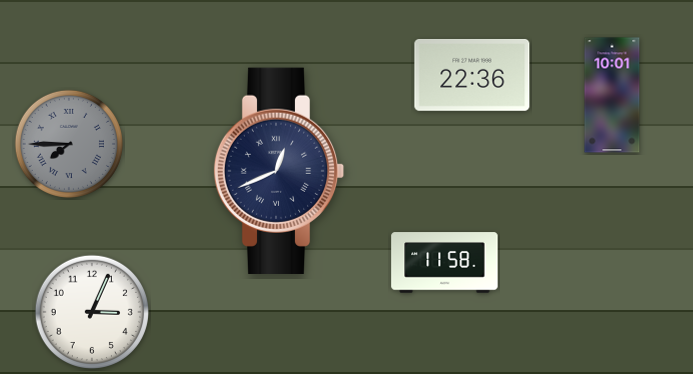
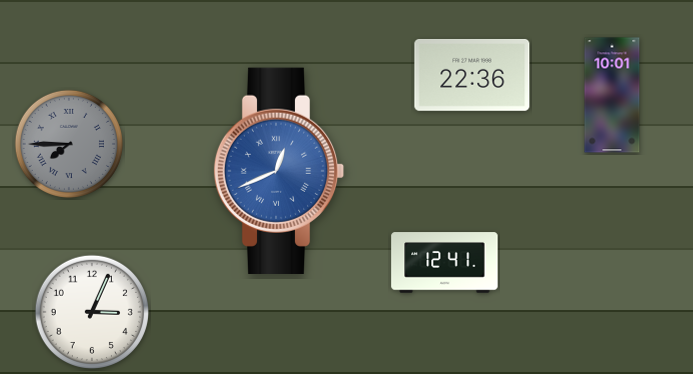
clock at (279, 171) dial: navy -> blue
clock at (445, 263): 11:58 -> 12:41
